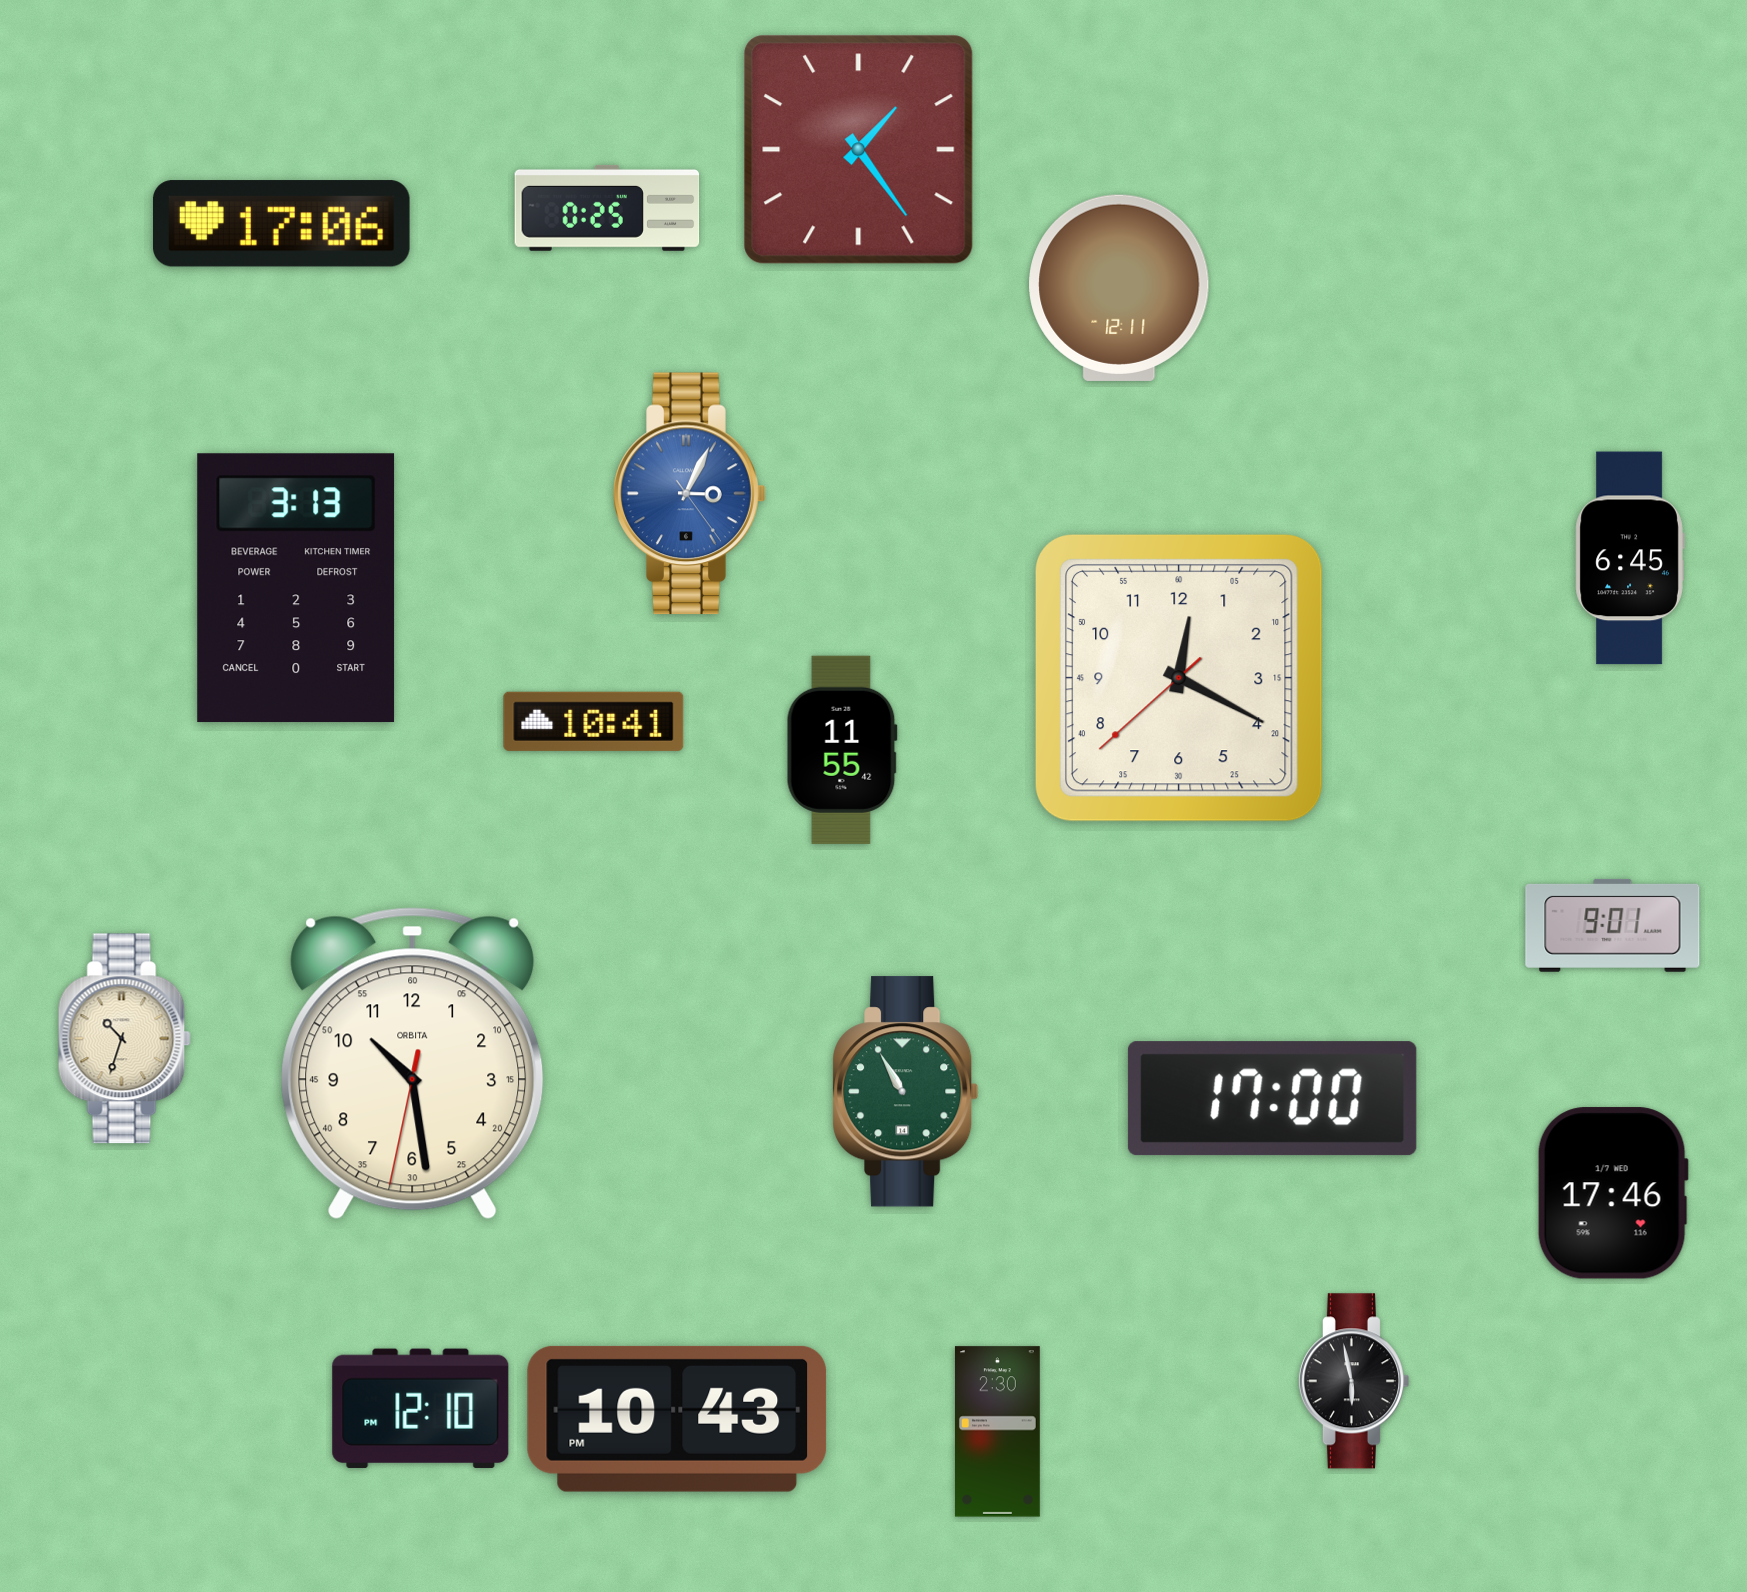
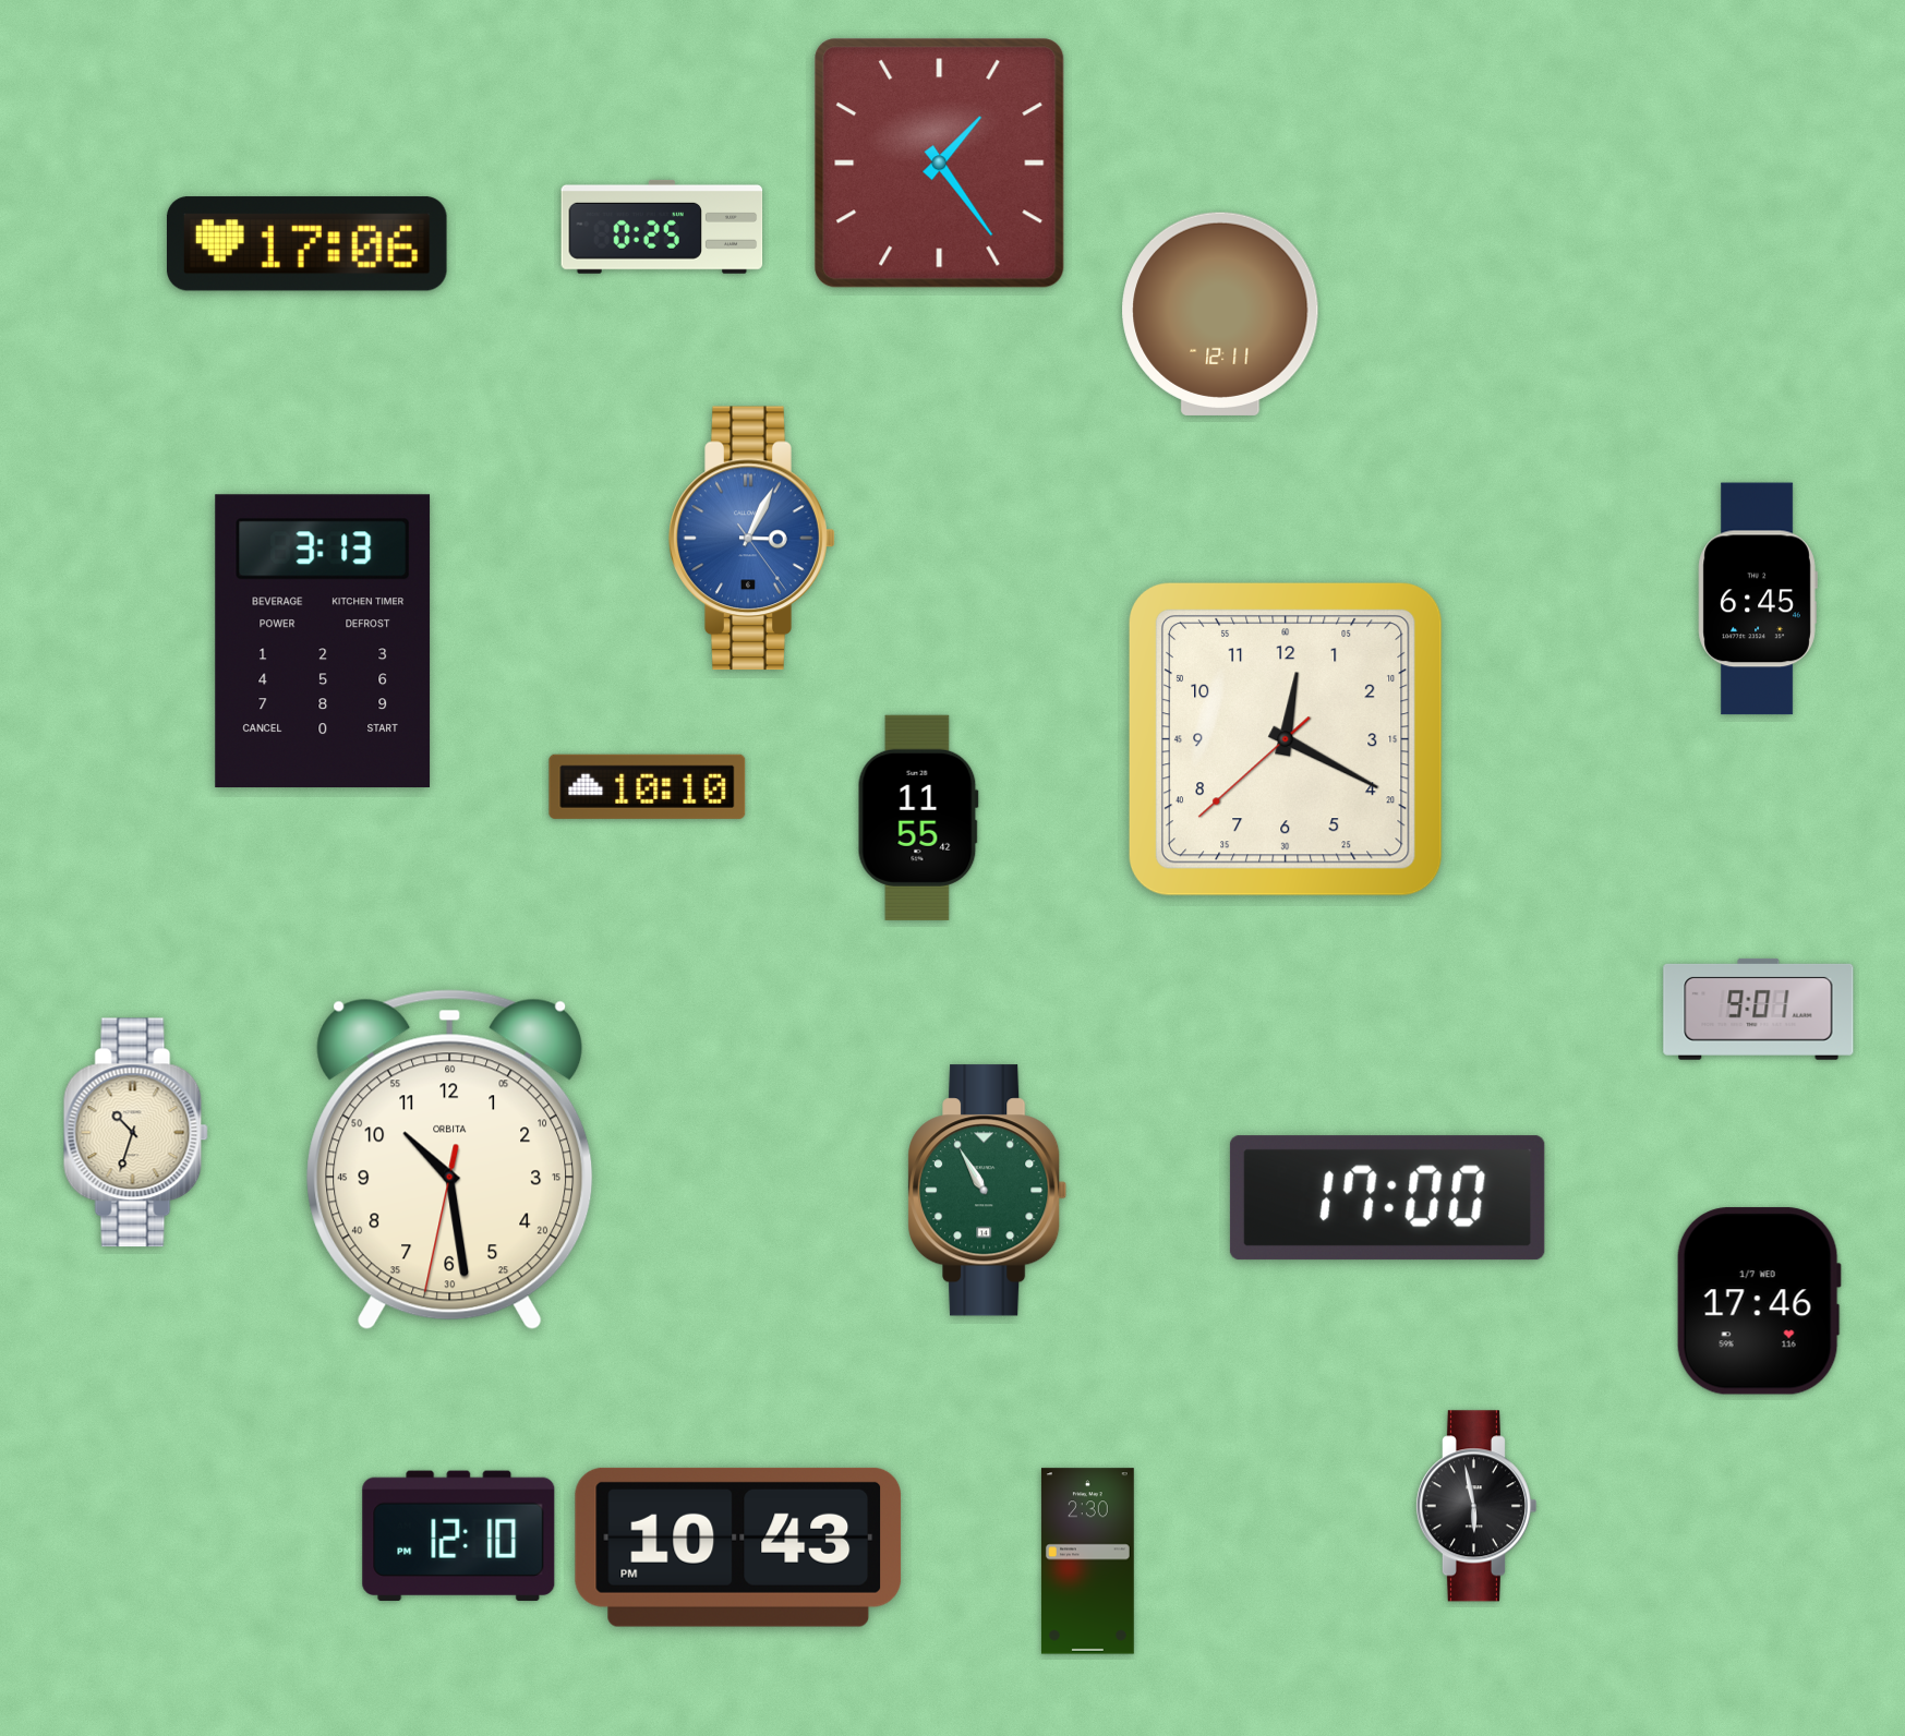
clock at (859, 150) position: (859, 150) -> (940, 164)
clock at (1630, 558) position: (1630, 558) -> (1758, 599)
clock at (594, 721): 10:41 -> 10:10
